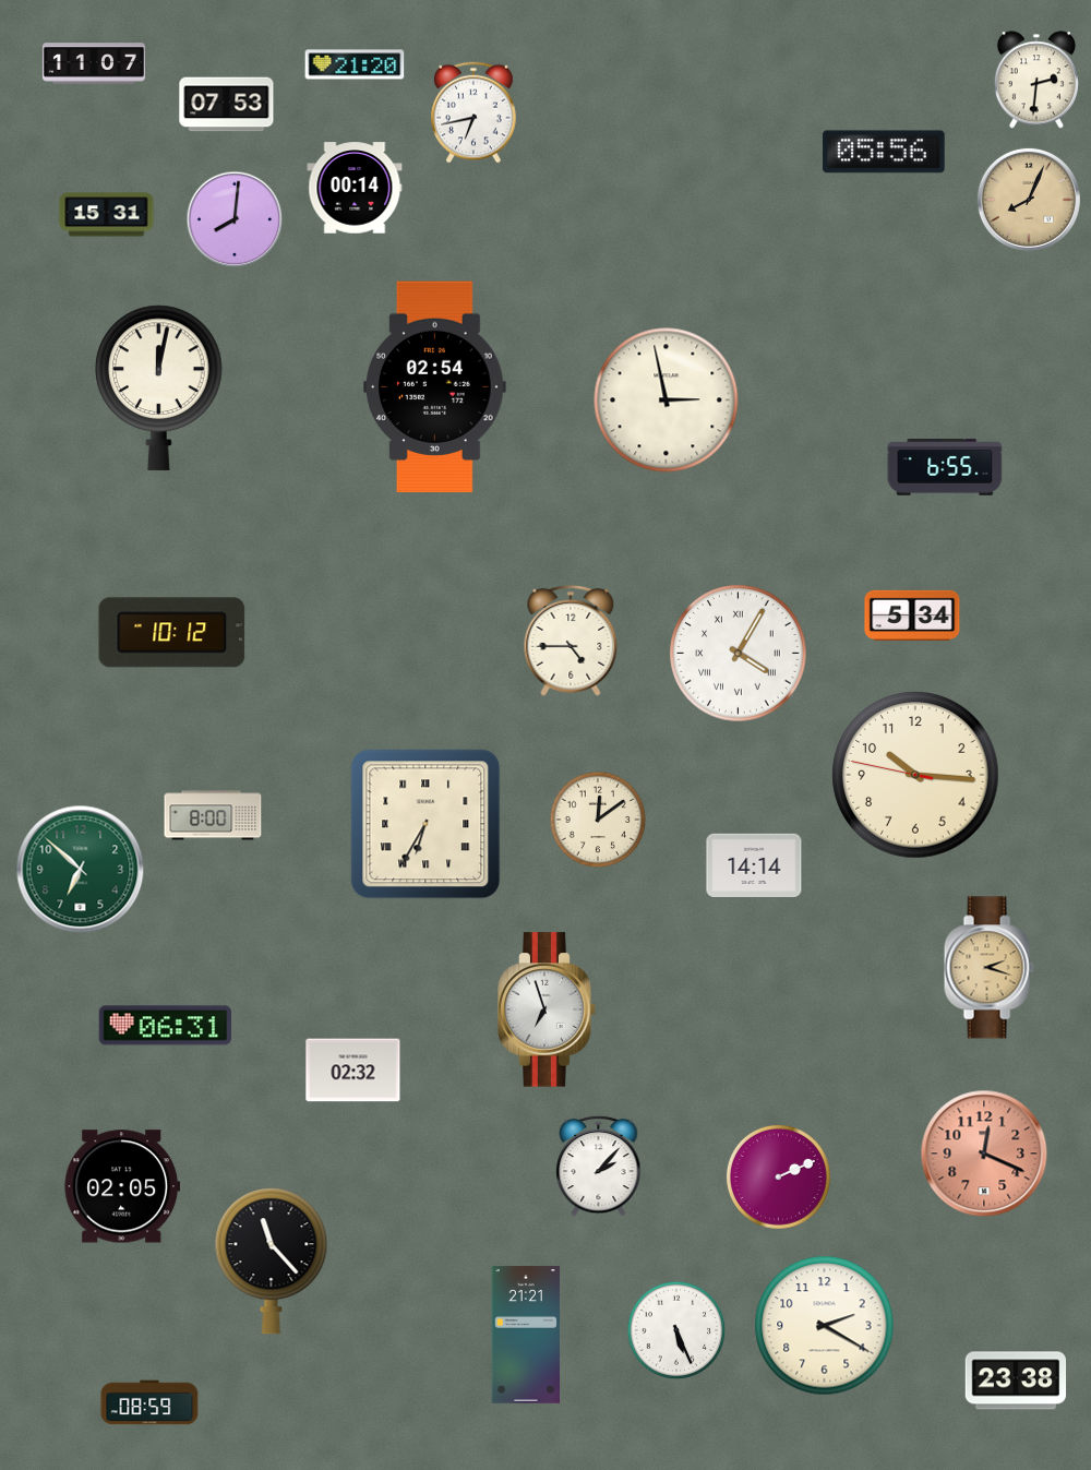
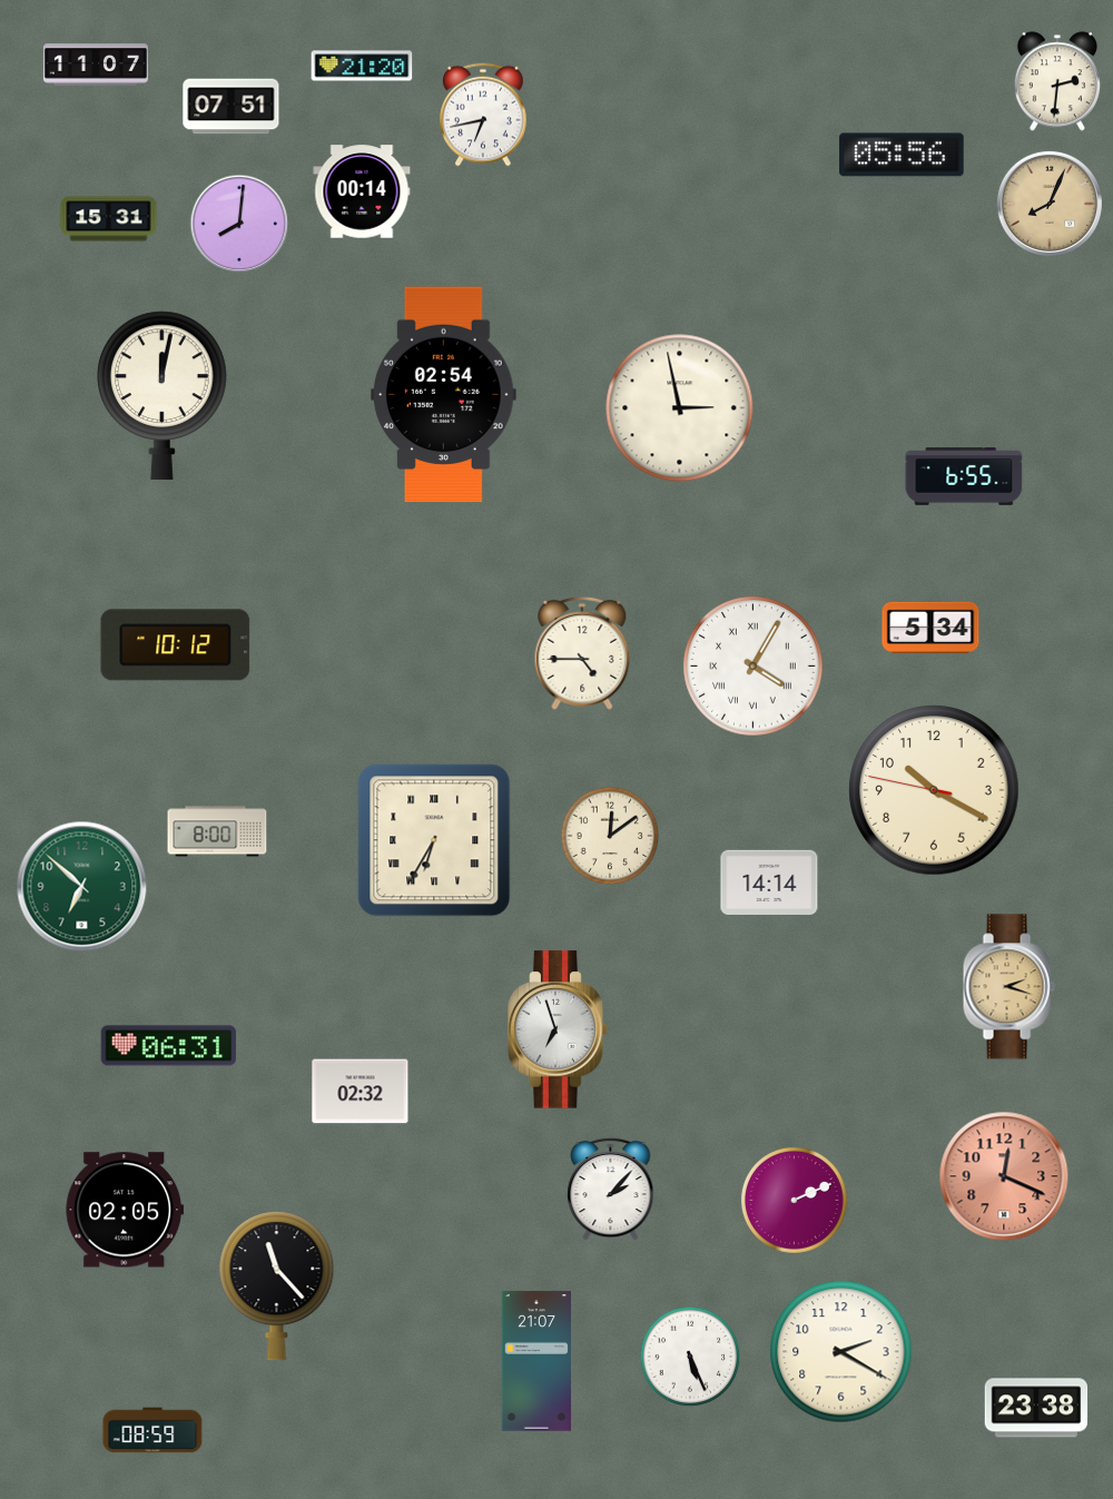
clock at (227, 105): 07:53 -> 07:51
clock at (915, 775): 10:15 -> 10:19
clock at (525, 1335): 21:21 -> 21:07
